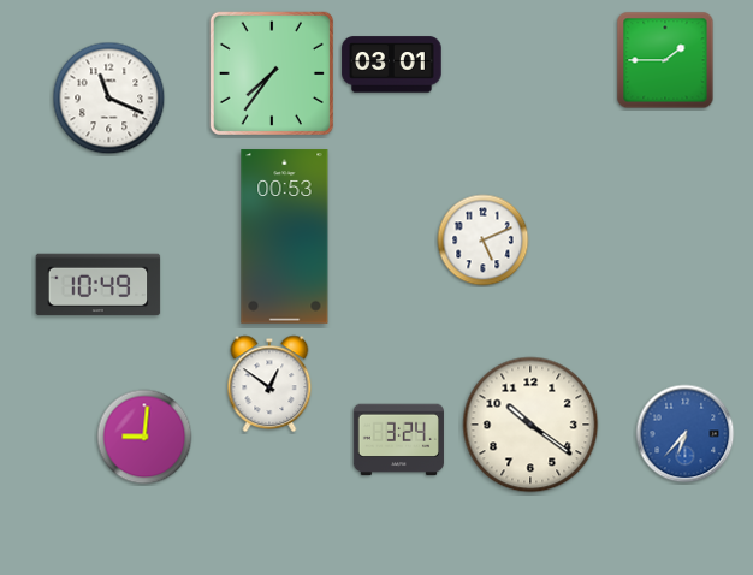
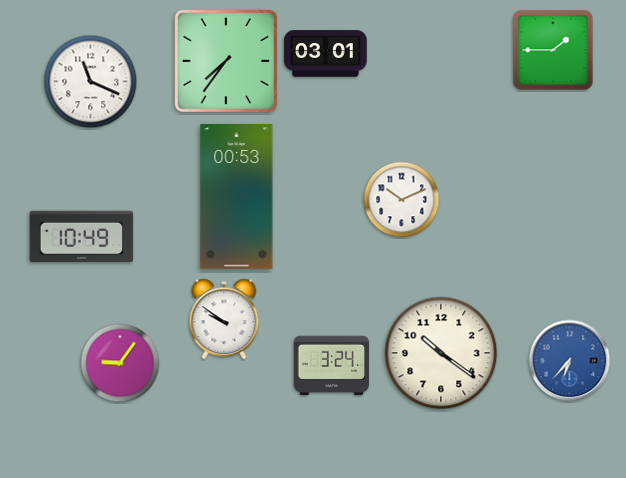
clock at (484, 241): 5:11 -> 10:11
clock at (269, 384): 12:51 -> 9:51
clock at (144, 437): 9:01 -> 9:06
